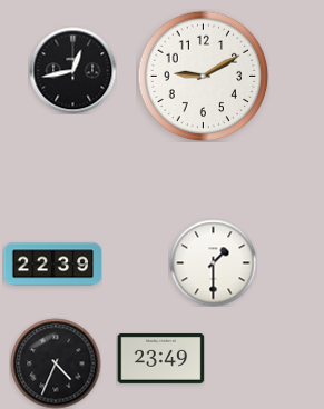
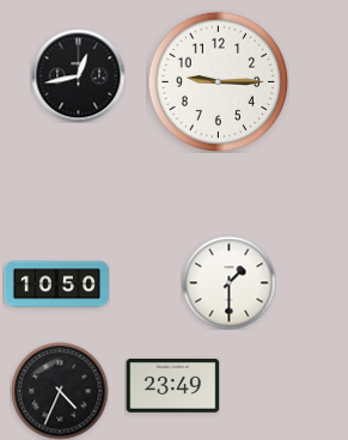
clock at (203, 76): 9:10 -> 9:15
clock at (52, 265): 22:39 -> 10:50
